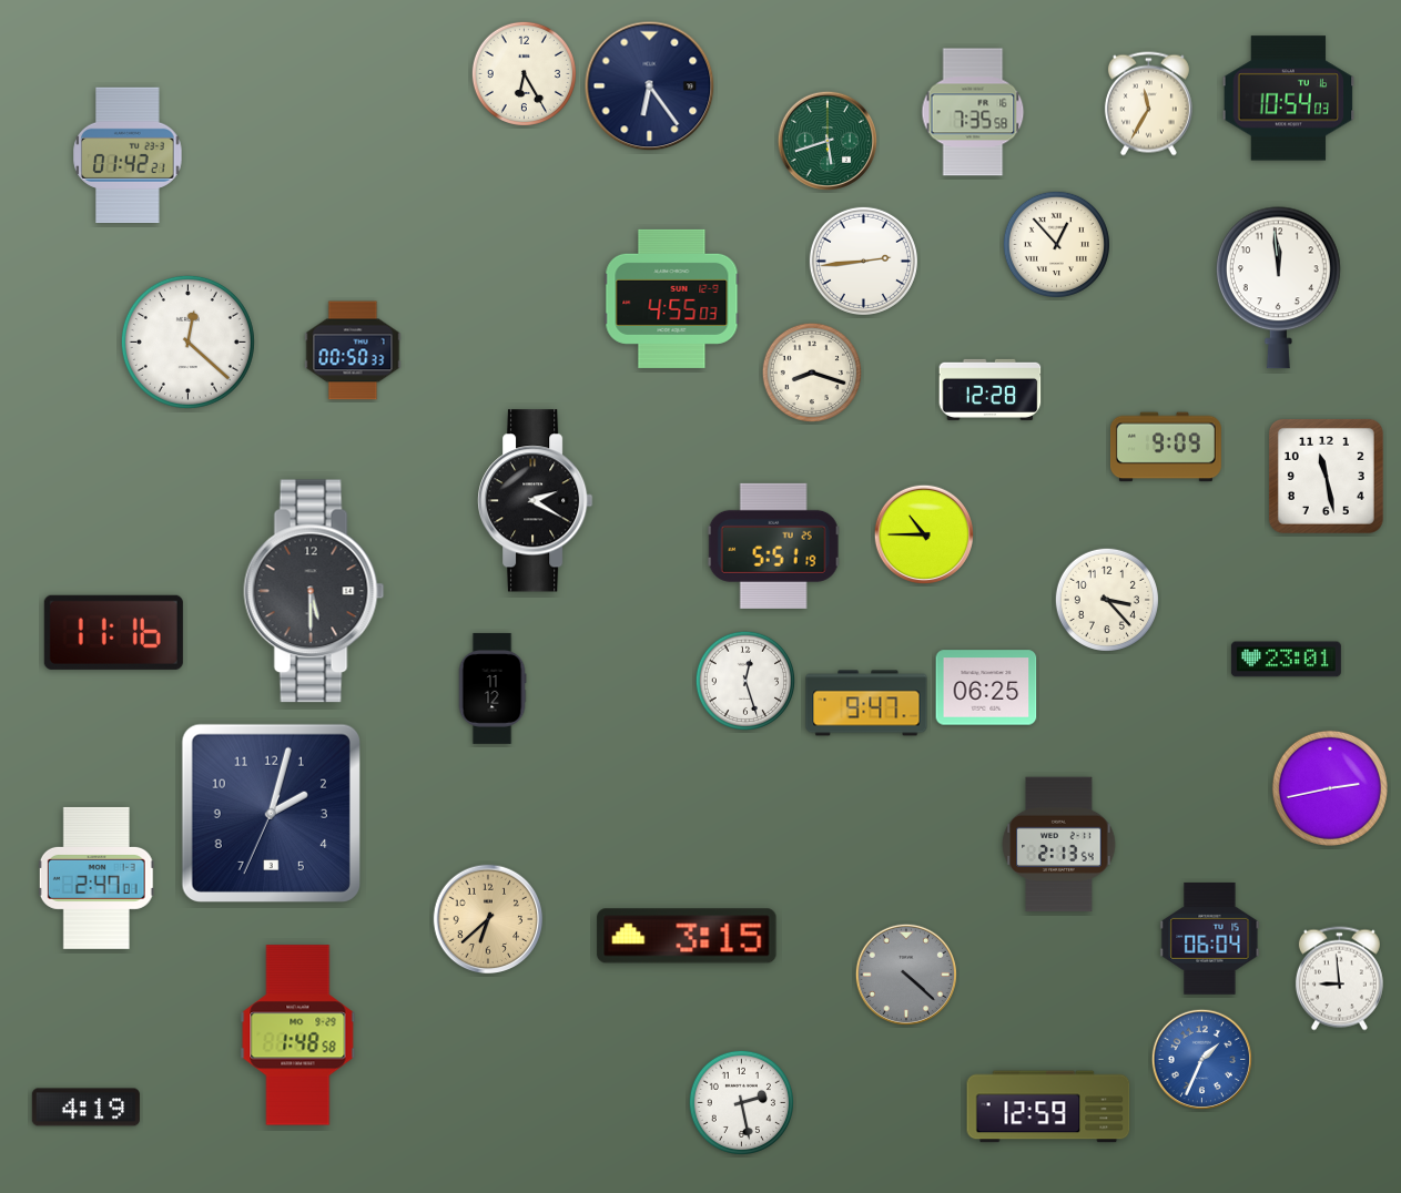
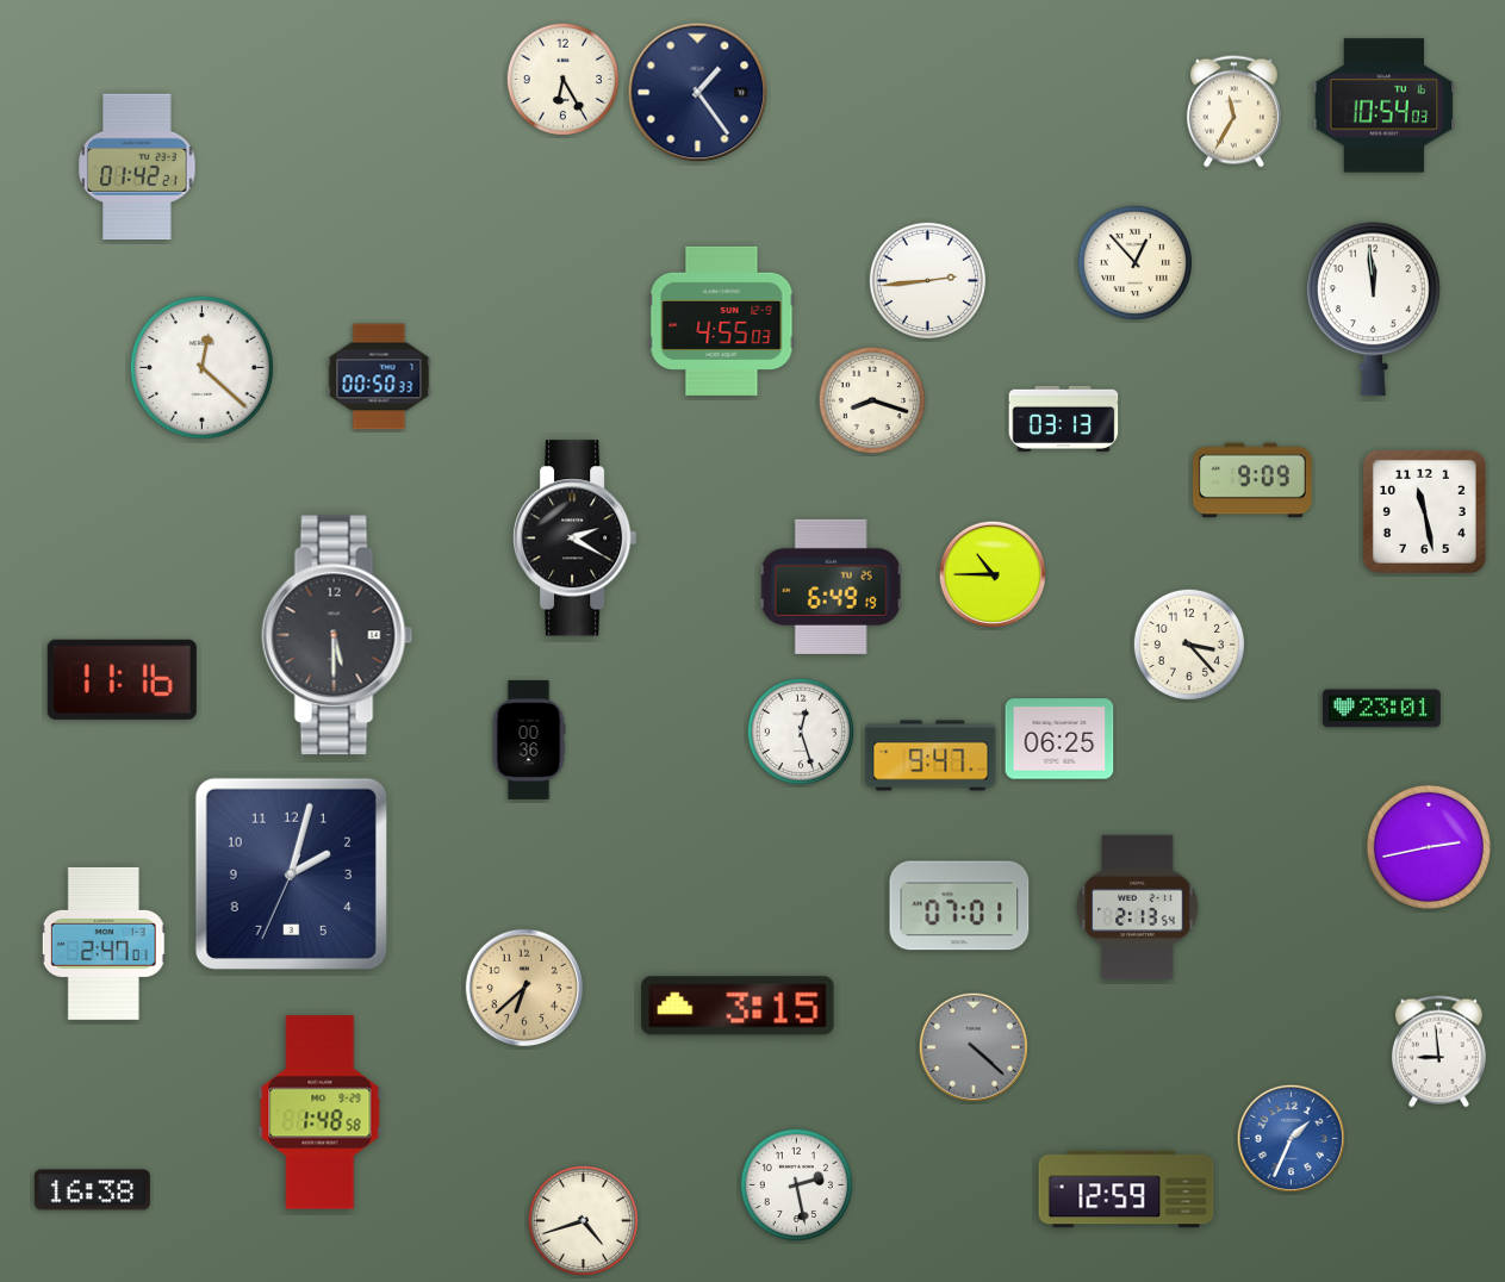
clock at (650, 86): 6:24 -> 1:24
clock at (973, 112): 7:35 -> none
clock at (826, 140): 5:42 -> none
clock at (991, 389): 12:28 -> 03:13
clock at (773, 545): 5:51 -> 6:49
clock at (493, 689): 11:12 -> 00:36
clock at (959, 906): none -> 07:01
clock at (1210, 938): 06:04 -> none
clock at (85, 1108): 4:19 -> 16:38
clock at (583, 1220): none -> 4:42
